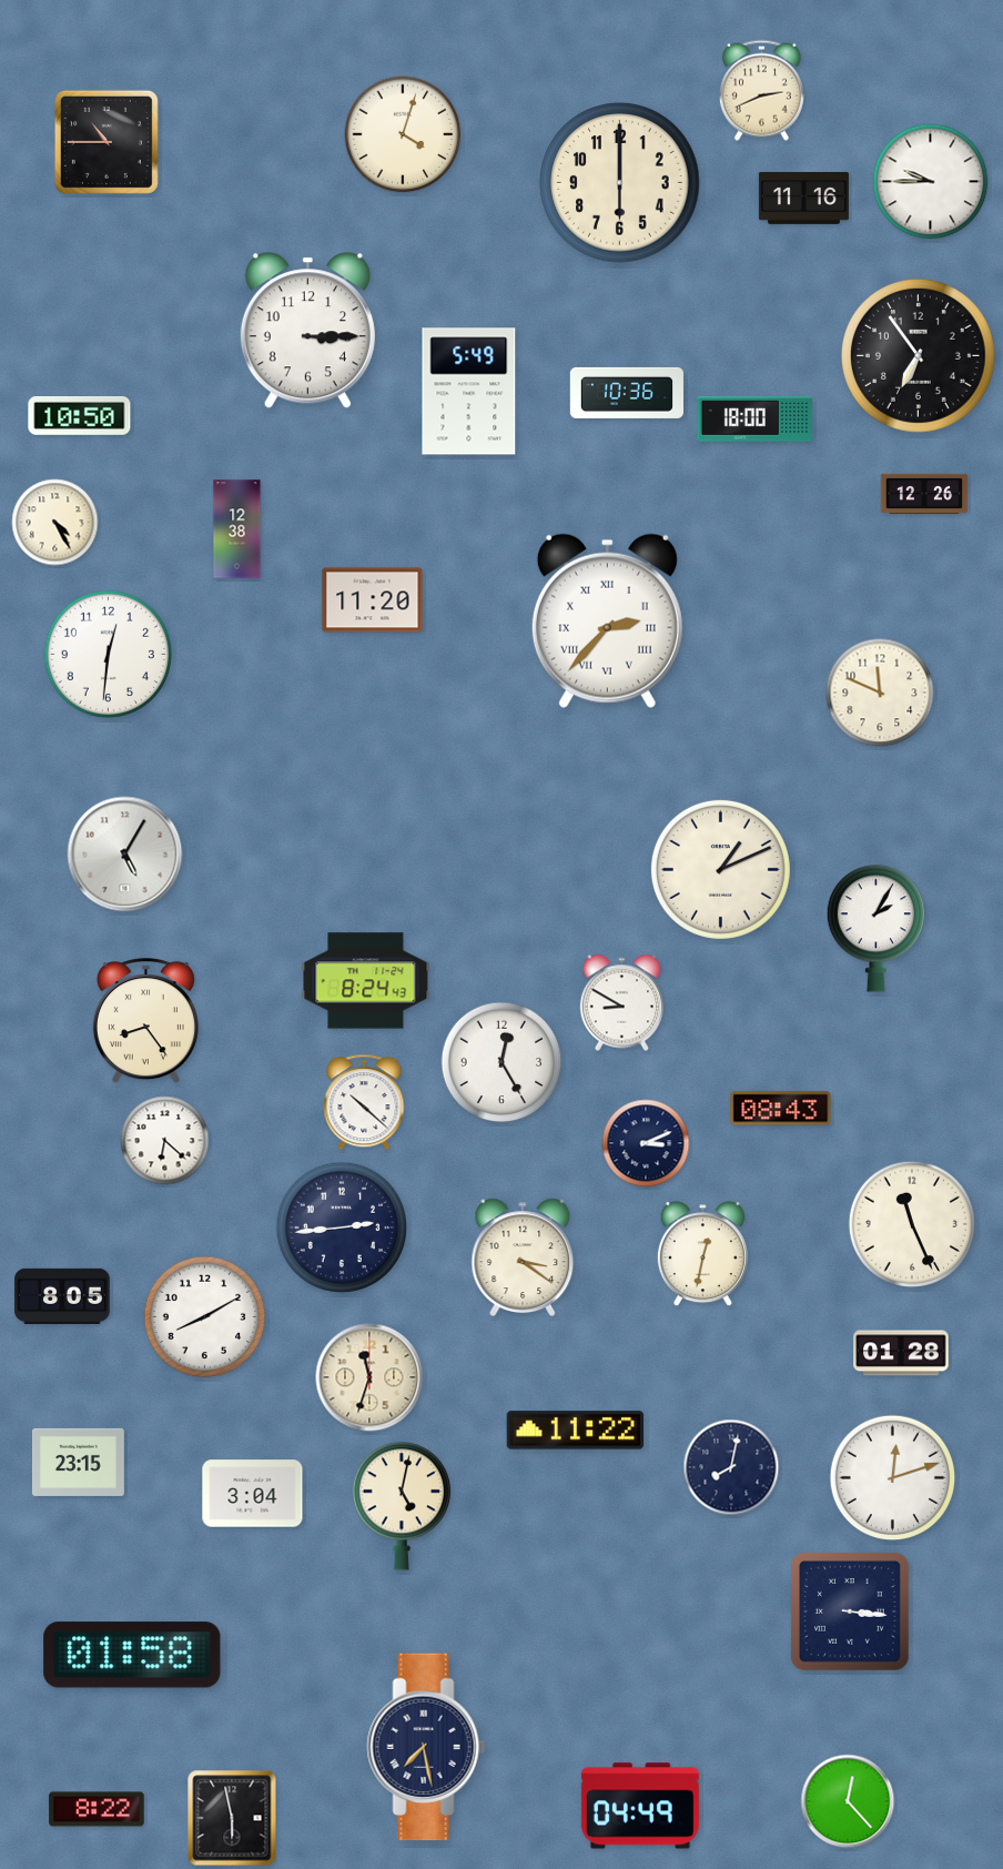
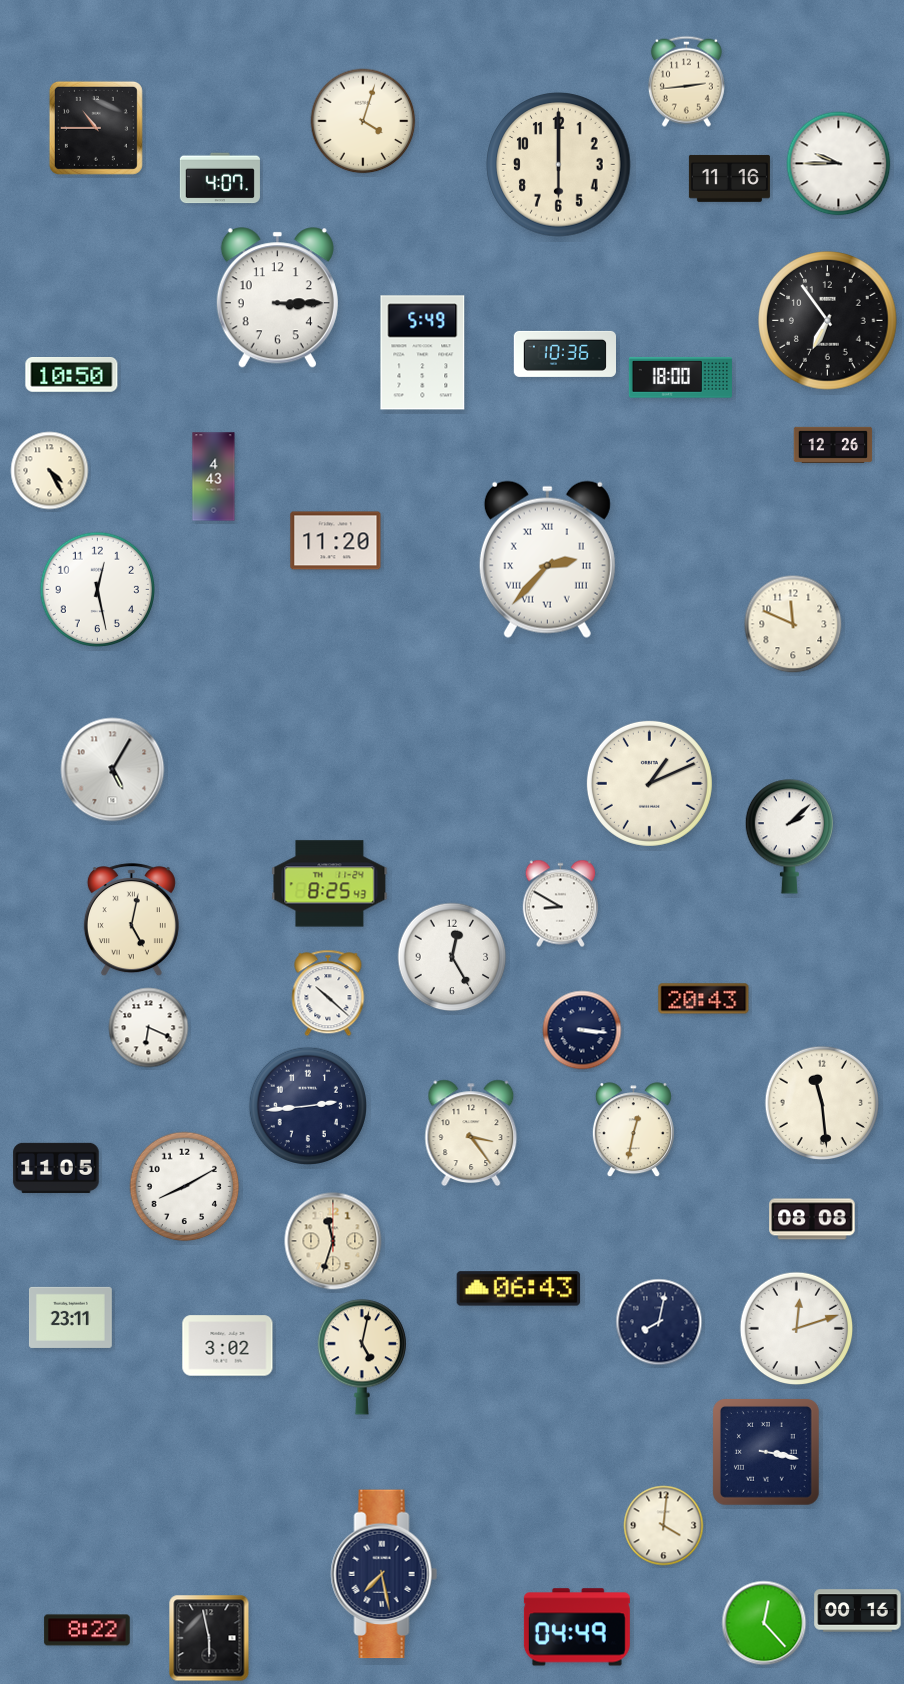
clock at (761, 90): 2:41 -> 2:44
clock at (220, 178): none -> 4:07
clock at (803, 198) position: (803, 198) -> (729, 178)
clock at (237, 529): 12:38 -> 4:43
clock at (108, 654): 12:31 -> 12:28
clock at (875, 929): 2:05 -> 2:08
clock at (366, 981): 8:24 -> 8:25
clock at (145, 1021): 8:24 -> 5:02
clock at (781, 1109): 08:43 -> 20:43
clock at (165, 1141): 6:22 -> 6:19
clock at (646, 1143): 3:11 -> 3:16
clock at (912, 1224): 11:26 -> 11:29
clock at (523, 1256): 3:21 -> 3:24
clock at (62, 1296): 8:05 -> 11:05
clock at (901, 1353): 01:28 -> 08:08
clock at (576, 1431): 11:22 -> 06:43
clock at (78, 1462): 23:15 -> 23:11
clock at (893, 1478) position: (893, 1478) -> (797, 1329)
clock at (253, 1494): 3:04 -> 3:02
clock at (850, 1612): 3:16 -> 3:17
clock at (132, 1655): 01:58 -> none
clock at (664, 1526): none -> 4:01
clock at (858, 1611): none -> 00:16
